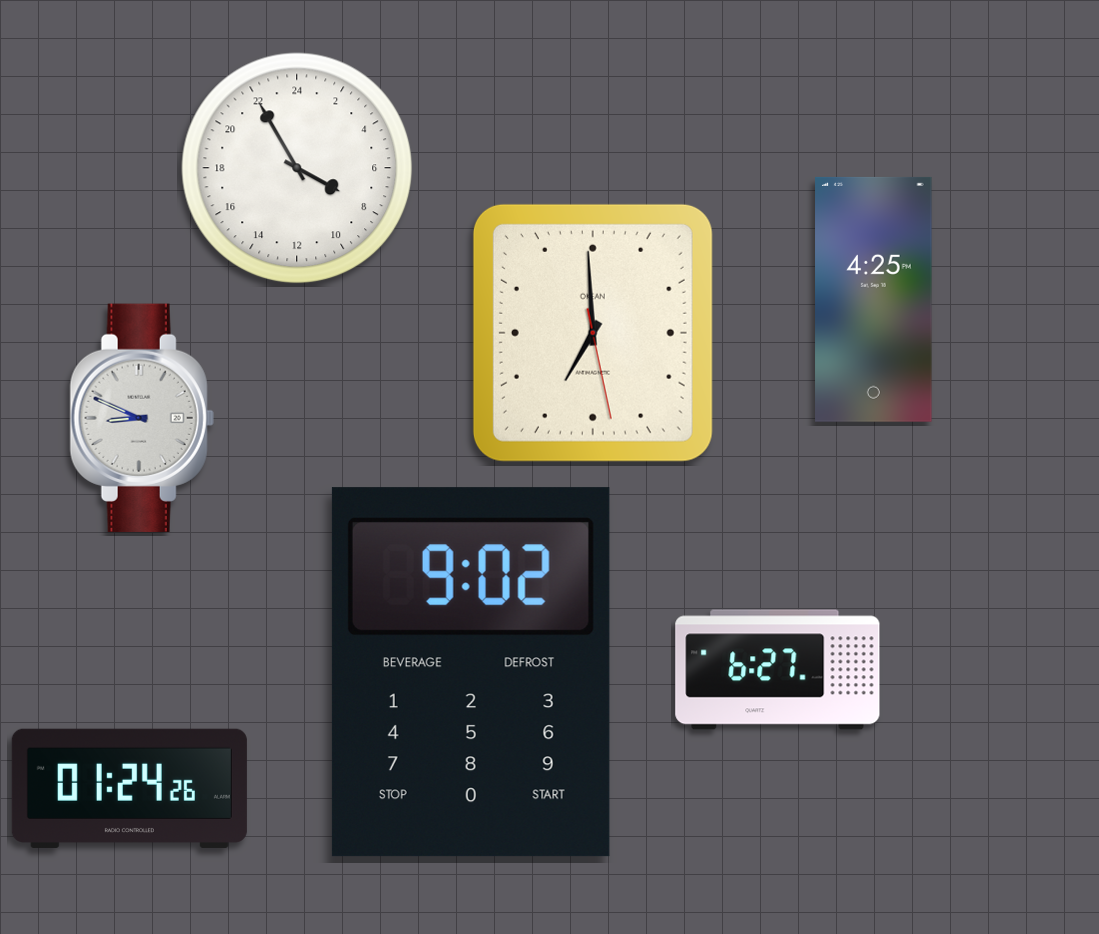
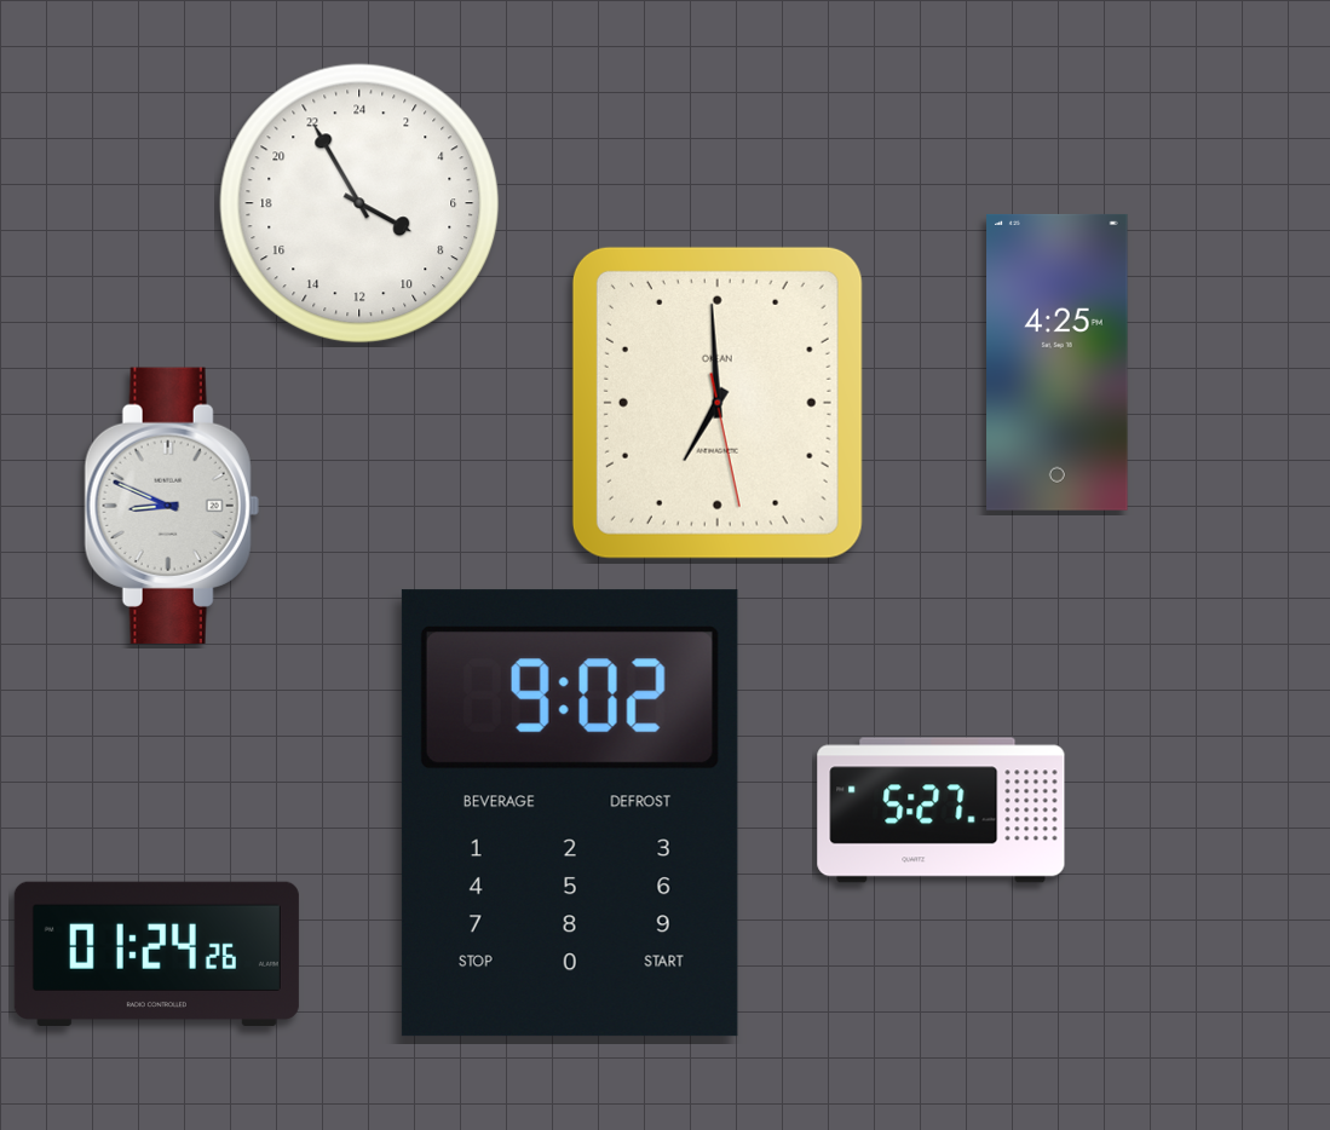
clock at (778, 670): 6:27 -> 5:27
